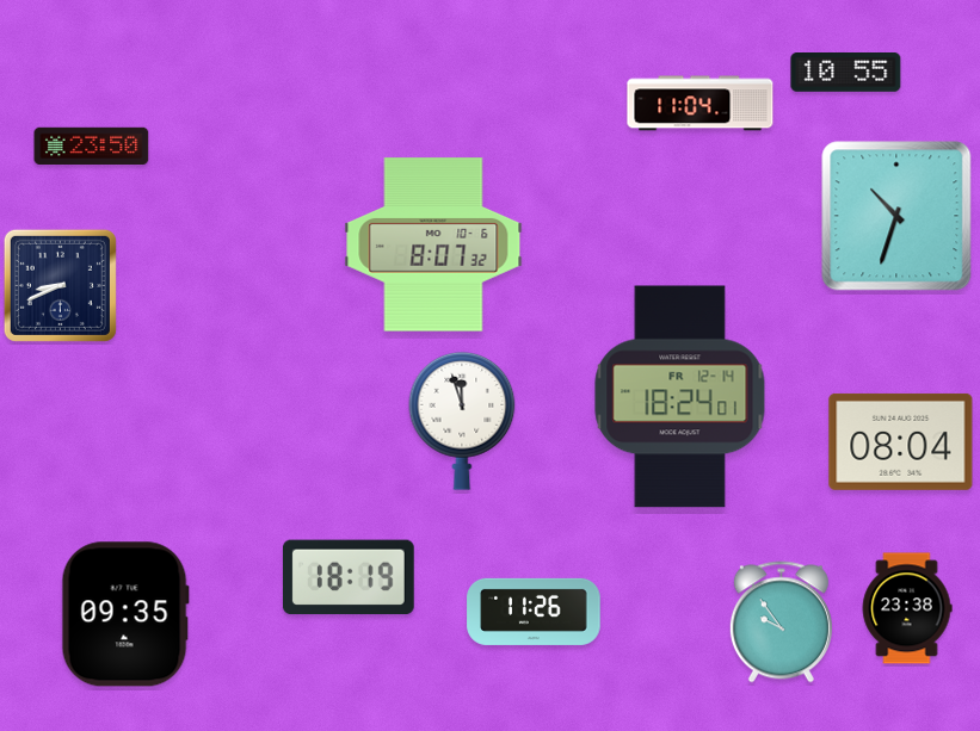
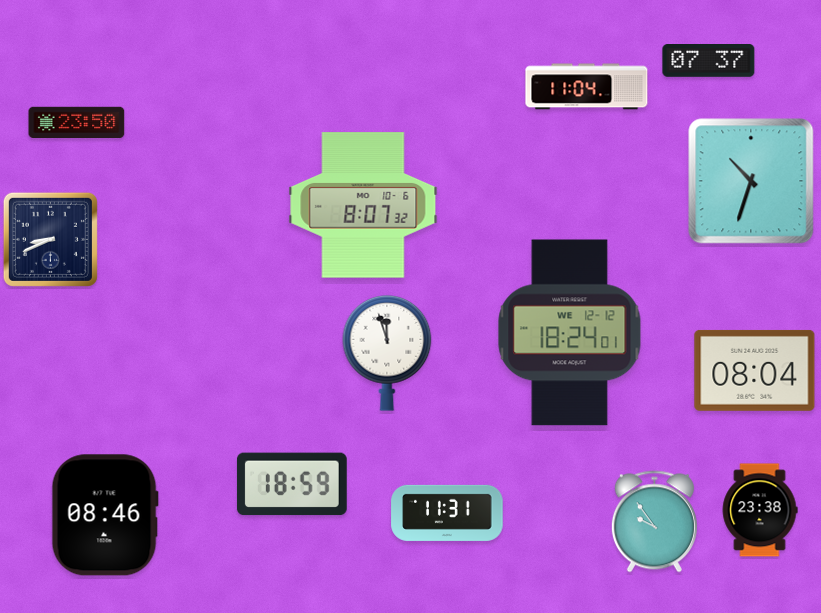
clock at (846, 73): 10:55 -> 07:37
clock at (680, 397) date: FR 12-14 -> WE 12-12
clock at (349, 577): 18:19 -> 18:59
clock at (534, 612): 11:26 -> 11:31
clock at (125, 614): 09:35 -> 08:46
